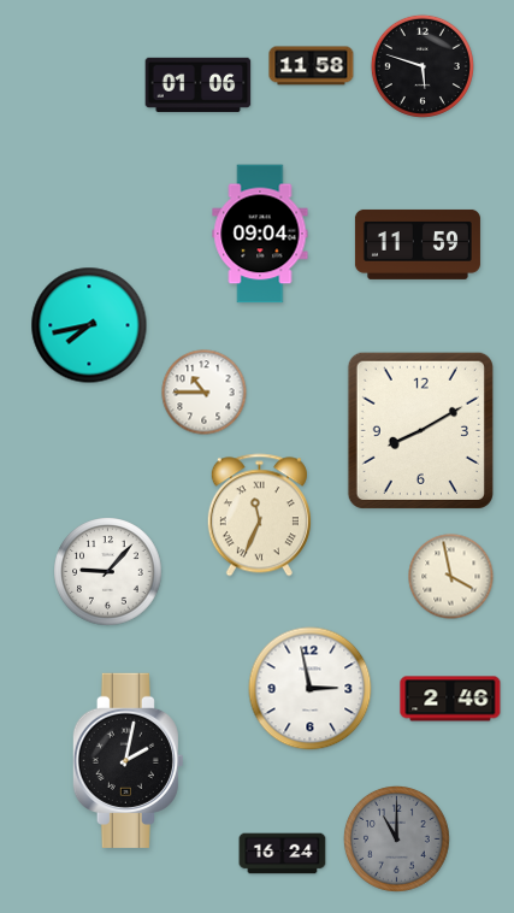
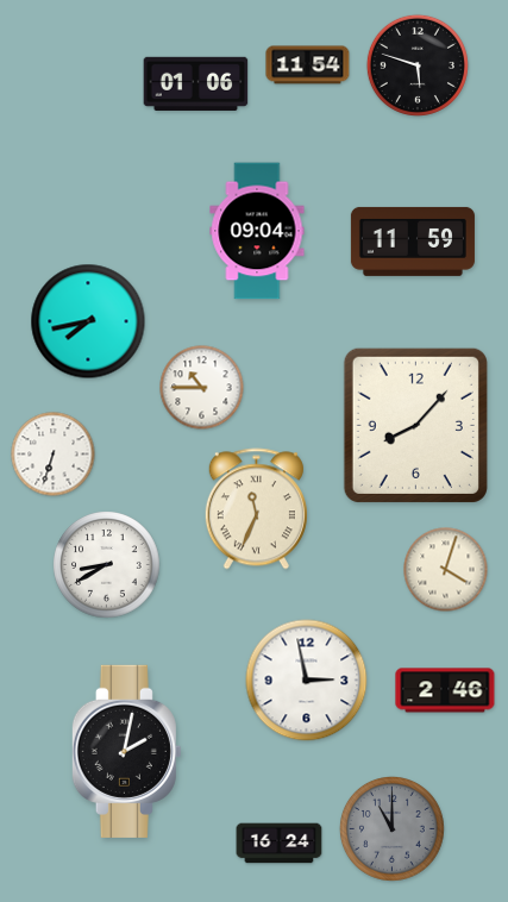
clock at (312, 66): 11:58 -> 11:54
clock at (420, 430): 8:10 -> 8:07
clock at (54, 455): none -> 6:33
clock at (108, 572): 9:07 -> 8:40
clock at (451, 577): 3:58 -> 4:03
